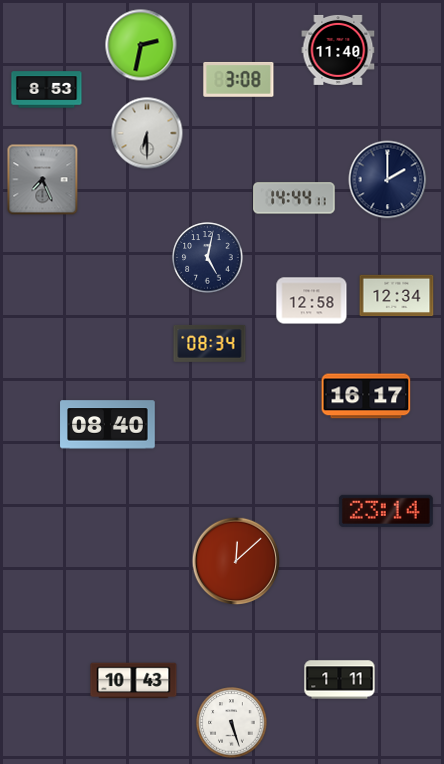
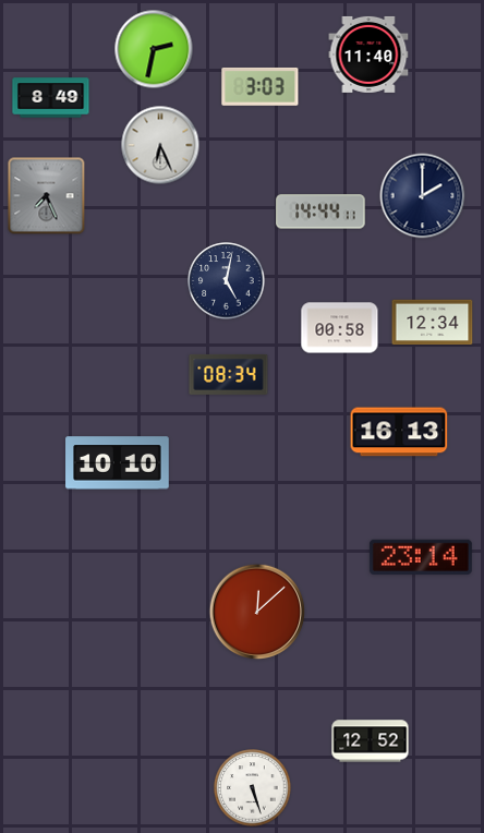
clock at (239, 79): 3:08 -> 3:03
clock at (47, 90): 8:53 -> 8:49
clock at (147, 133): 6:30 -> 6:26
clock at (294, 198) position: (294, 198) -> (320, 212)
clock at (312, 301): 12:58 -> 00:58
clock at (366, 396): 16:17 -> 16:13
clock at (108, 425): 08:40 -> 10:10
clock at (340, 680): 1:11 -> 12:52
clock at (134, 681): 10:43 -> none
